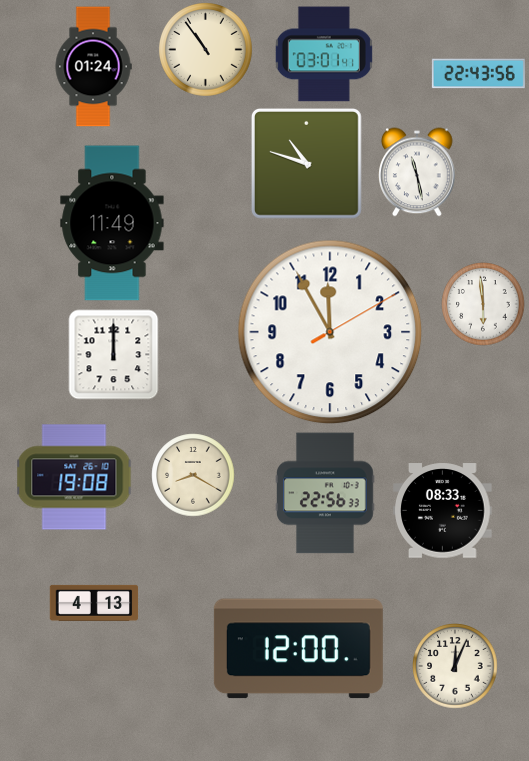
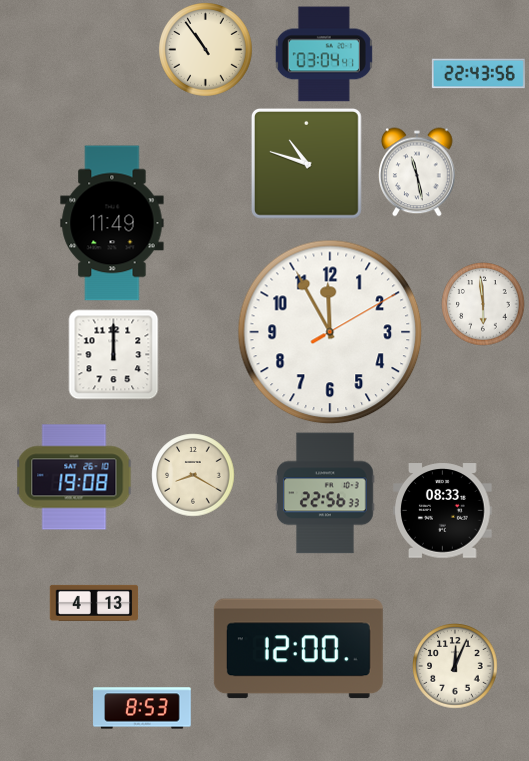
clock at (324, 54): 03:01 -> 03:04
clock at (93, 67): 01:24 -> none
clock at (142, 708): none -> 8:53
